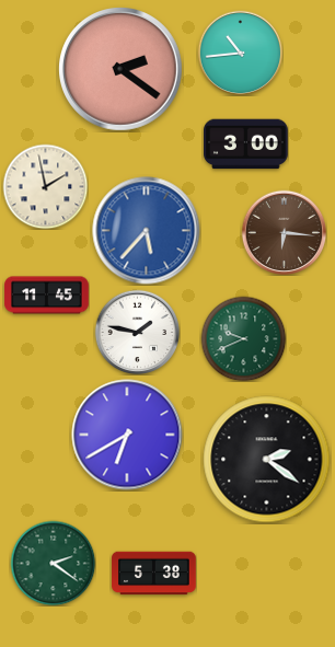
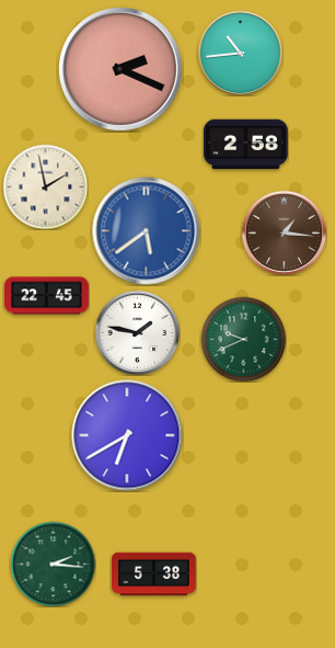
clock at (122, 70): 2:21 -> 2:19
clock at (246, 145): 3:00 -> 2:58
clock at (147, 231): 5:37 -> 5:39
clock at (284, 232): 6:16 -> 1:16
clock at (47, 296): 11:45 -> 22:45
clock at (267, 460): 2:21 -> none
clock at (53, 563): 2:21 -> 2:16
